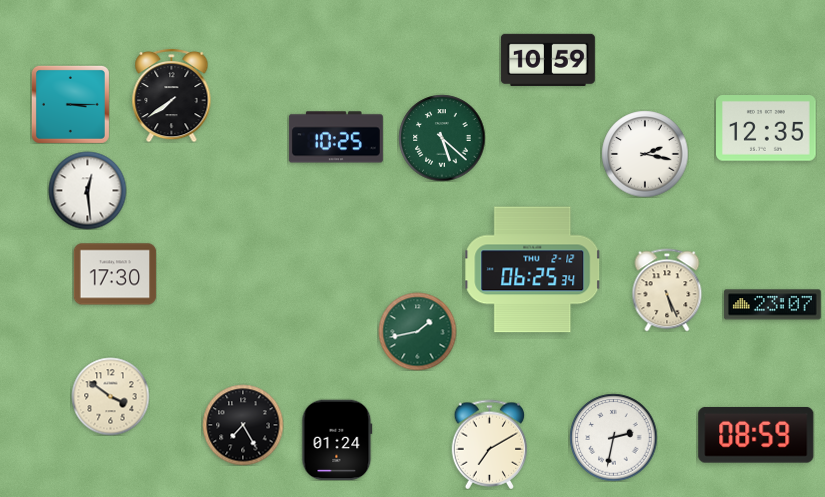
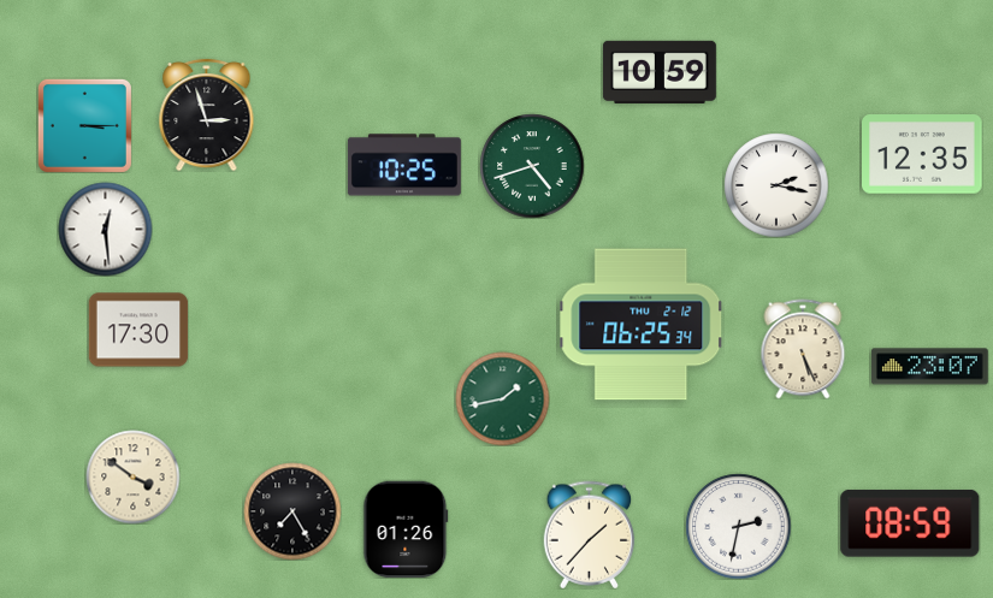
clock at (172, 95): 7:39 -> 2:57
clock at (442, 138): 5:22 -> 4:42
clock at (337, 440): 01:24 -> 01:26
clock at (490, 444): 7:10 -> 1:37
